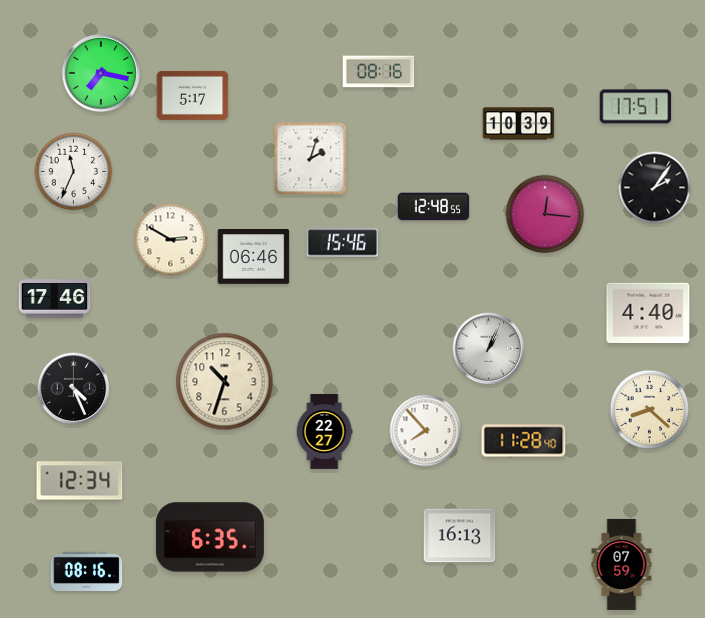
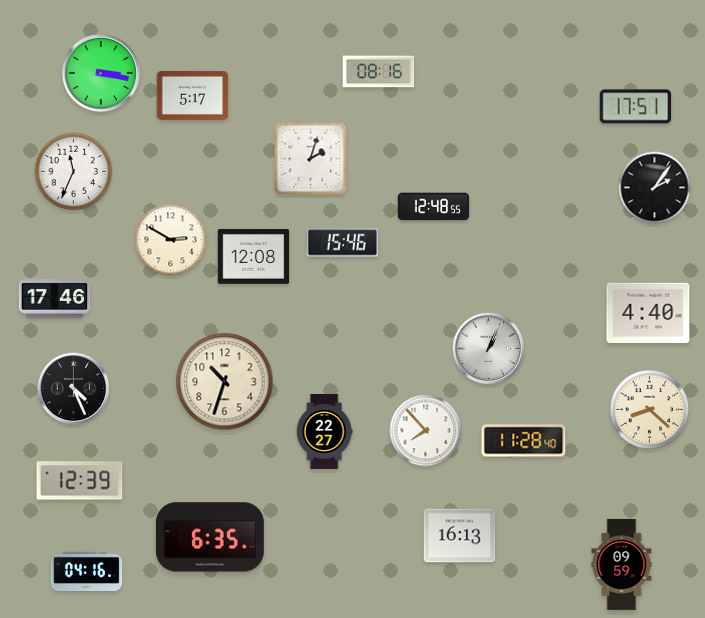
clock at (100, 72): 7:17 -> 3:17
clock at (519, 124): 10:39 -> none
clock at (545, 214): 12:16 -> none
clock at (254, 257): 06:46 -> 12:08
clock at (80, 481): 12:34 -> 12:39
clock at (622, 564): 07:59 -> 09:59
clock at (87, 571): 08:16 -> 04:16
